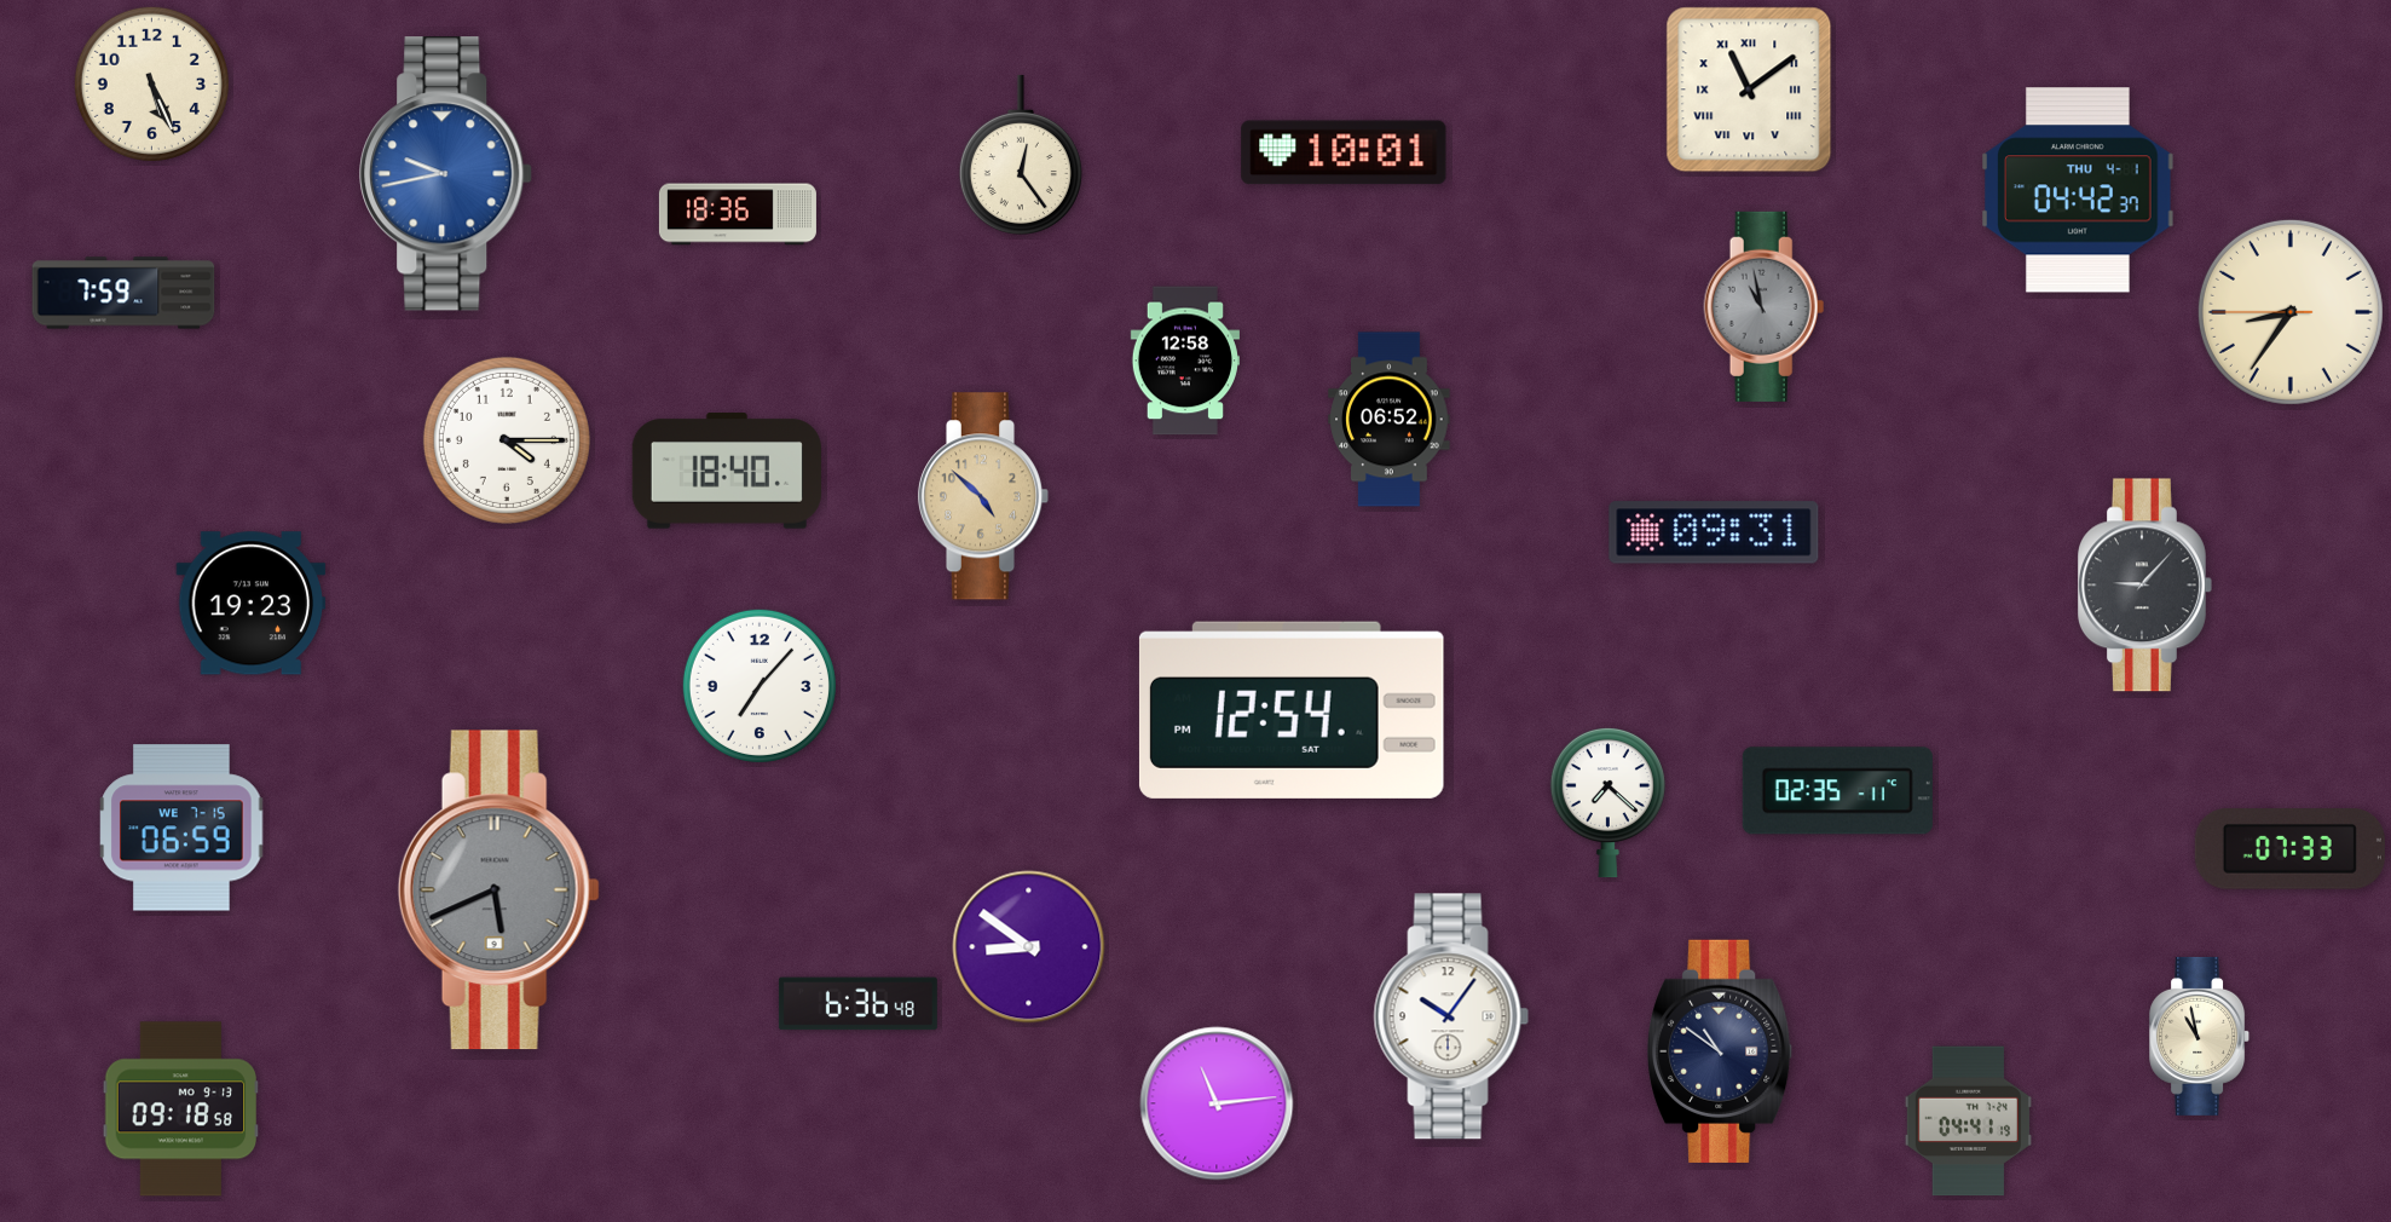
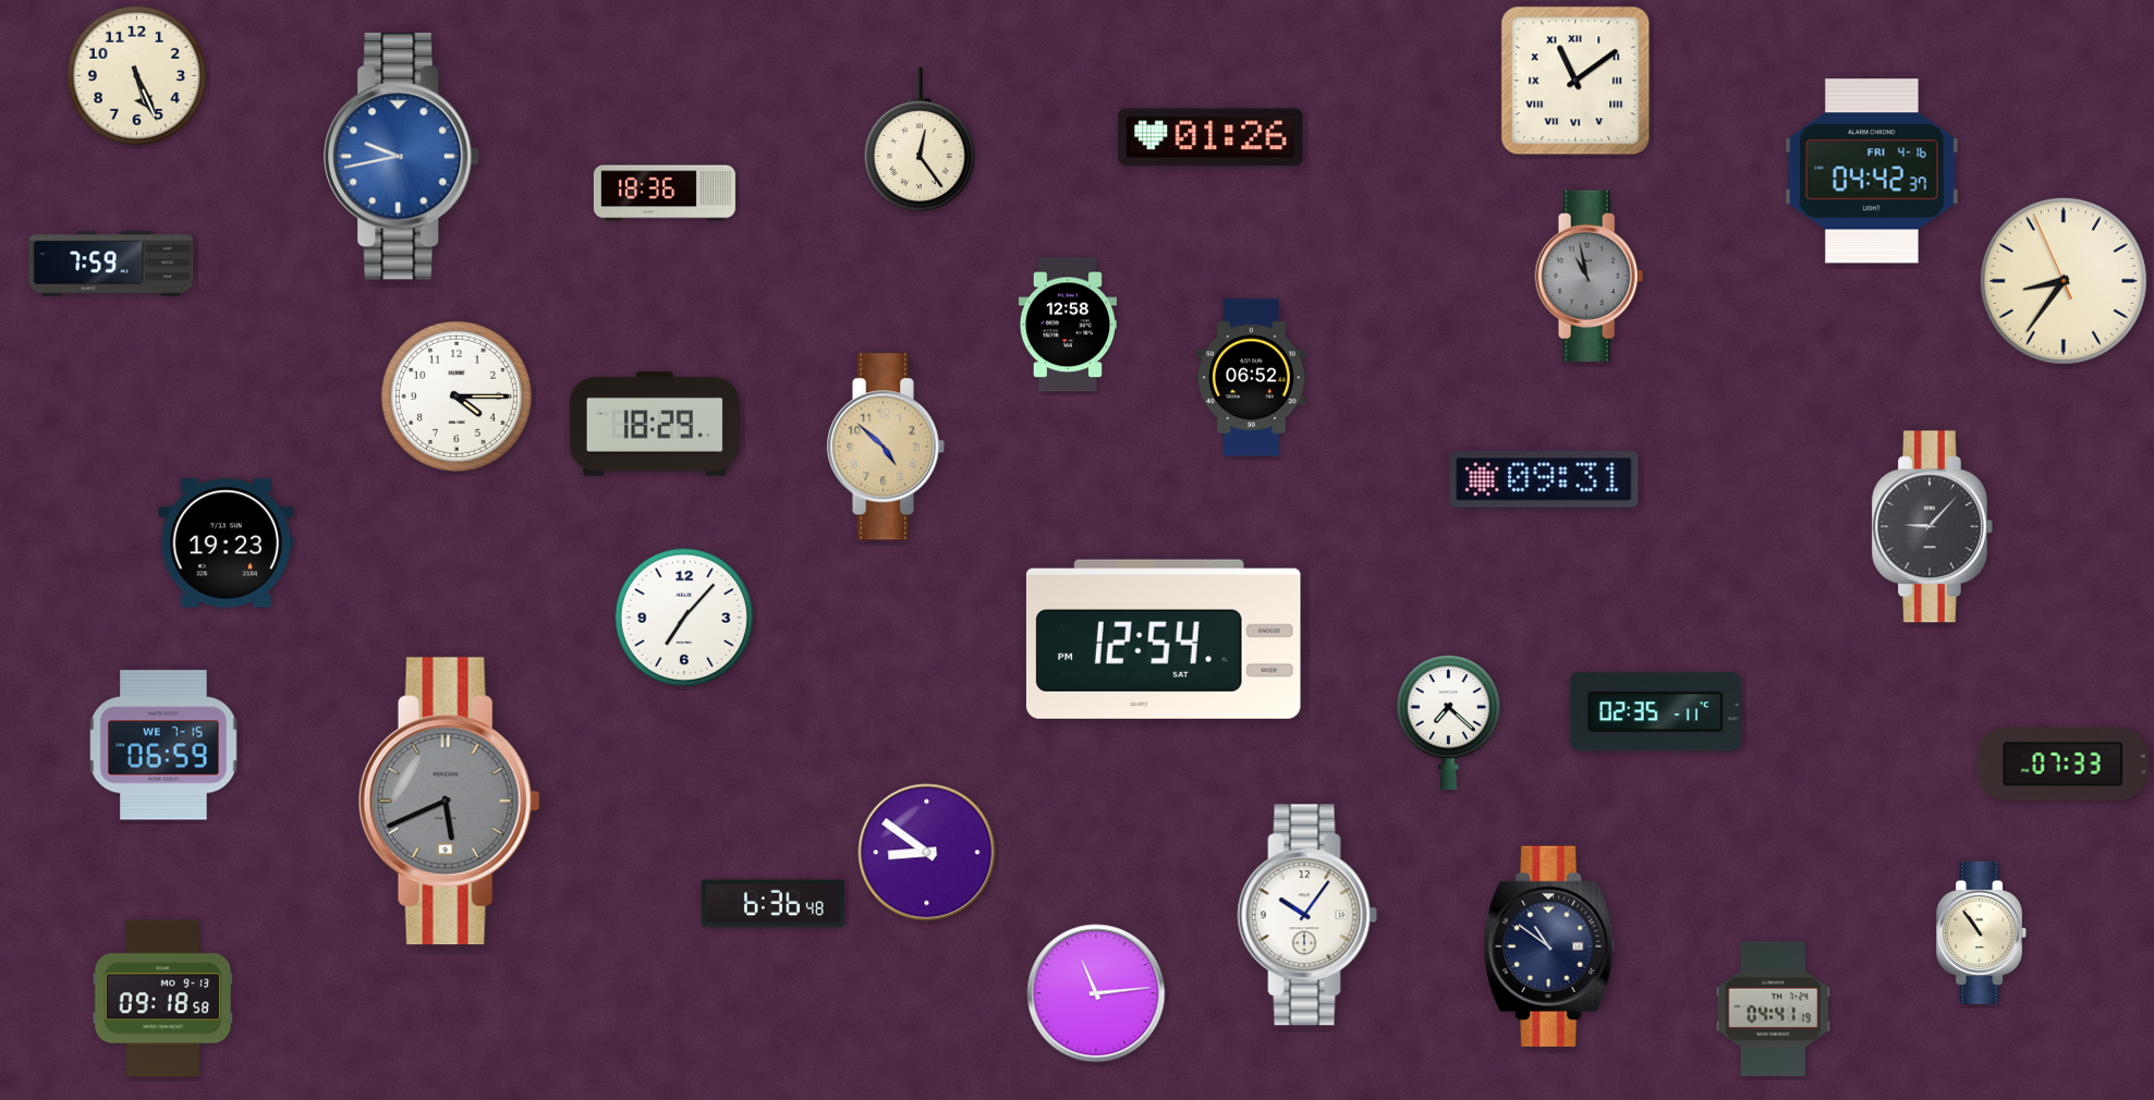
clock at (1344, 152): 10:01 -> 01:26
clock at (2078, 190) date: THU 4-1 -> FRI 4-16
clock at (2291, 312): 8:35:45 -> 8:35:56
clock at (727, 471): 18:40 -> 18:29
clock at (2200, 1036): 10:58 -> 10:54
